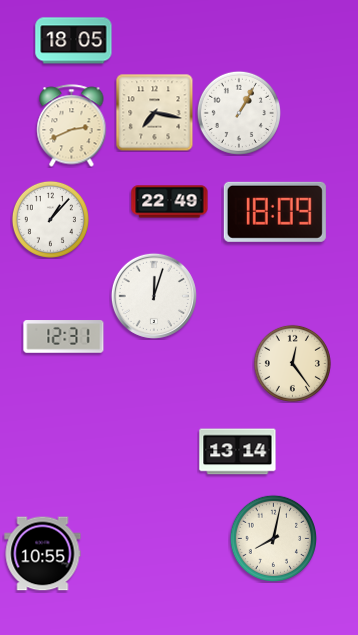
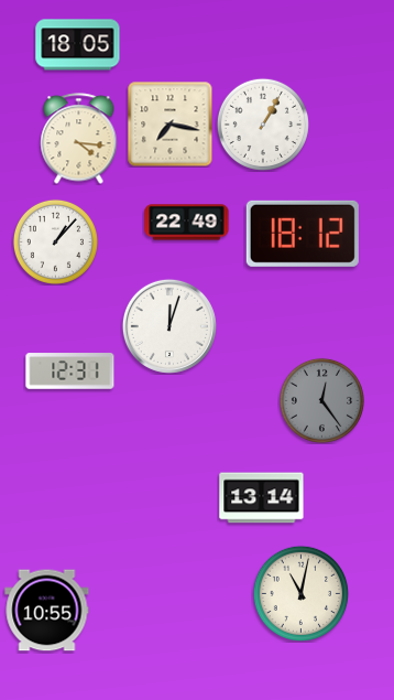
clock at (74, 41) position: (74, 41) -> (78, 45)
clock at (72, 126): 2:41 -> 4:16
clock at (275, 212): 18:09 -> 18:12
clock at (292, 363) dial: cream -> grey
clock at (273, 538): 8:02 -> 11:02
